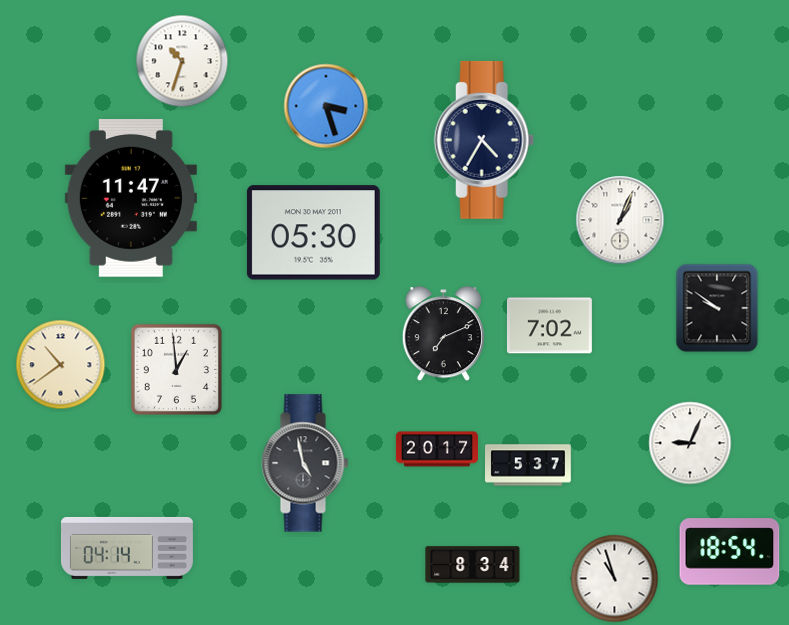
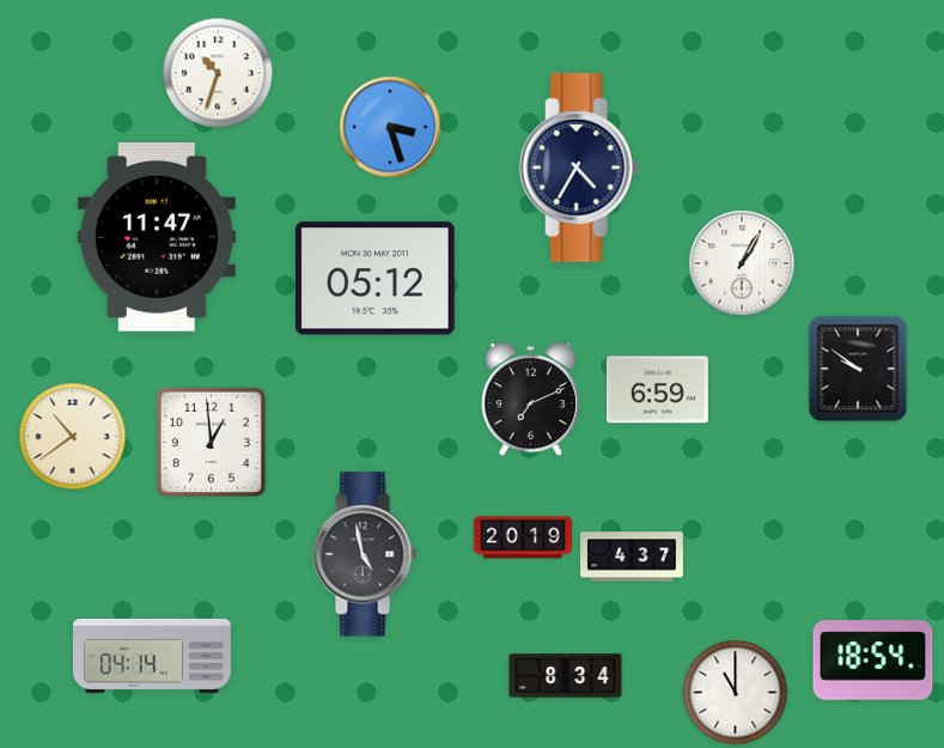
clock at (620, 220): 1:04 -> 1:05
clock at (313, 233): 05:30 -> 05:12
clock at (549, 326): 7:02 -> 6:59
clock at (690, 443): 9:04 -> none
clock at (437, 449): 20:17 -> 20:19
clock at (529, 465): 5:37 -> 4:37
clock at (615, 579): 10:57 -> 11:00
